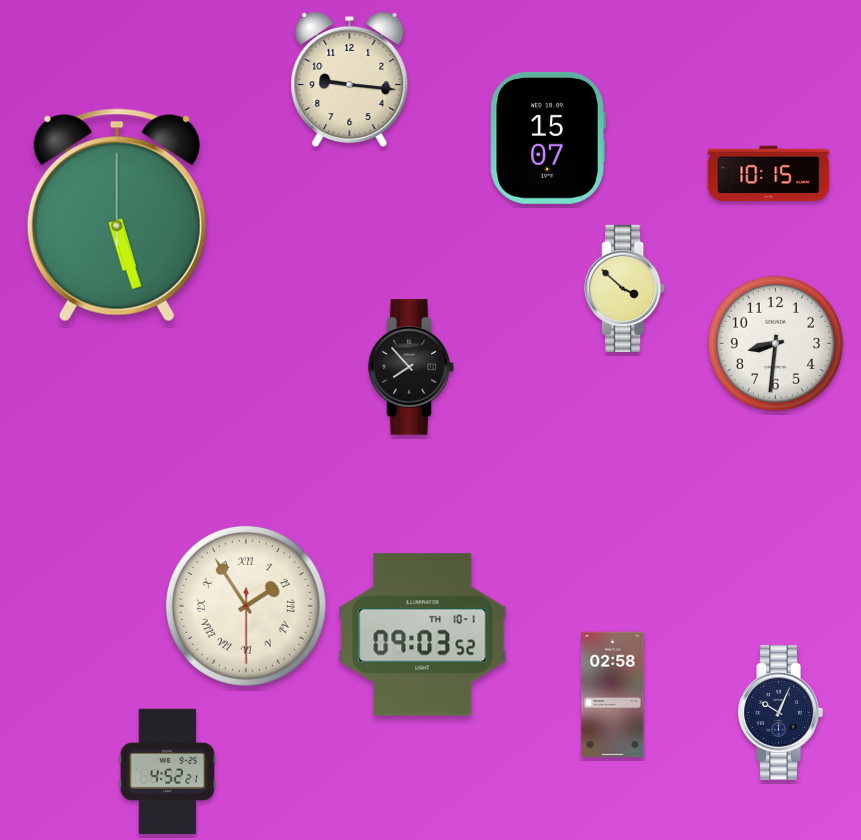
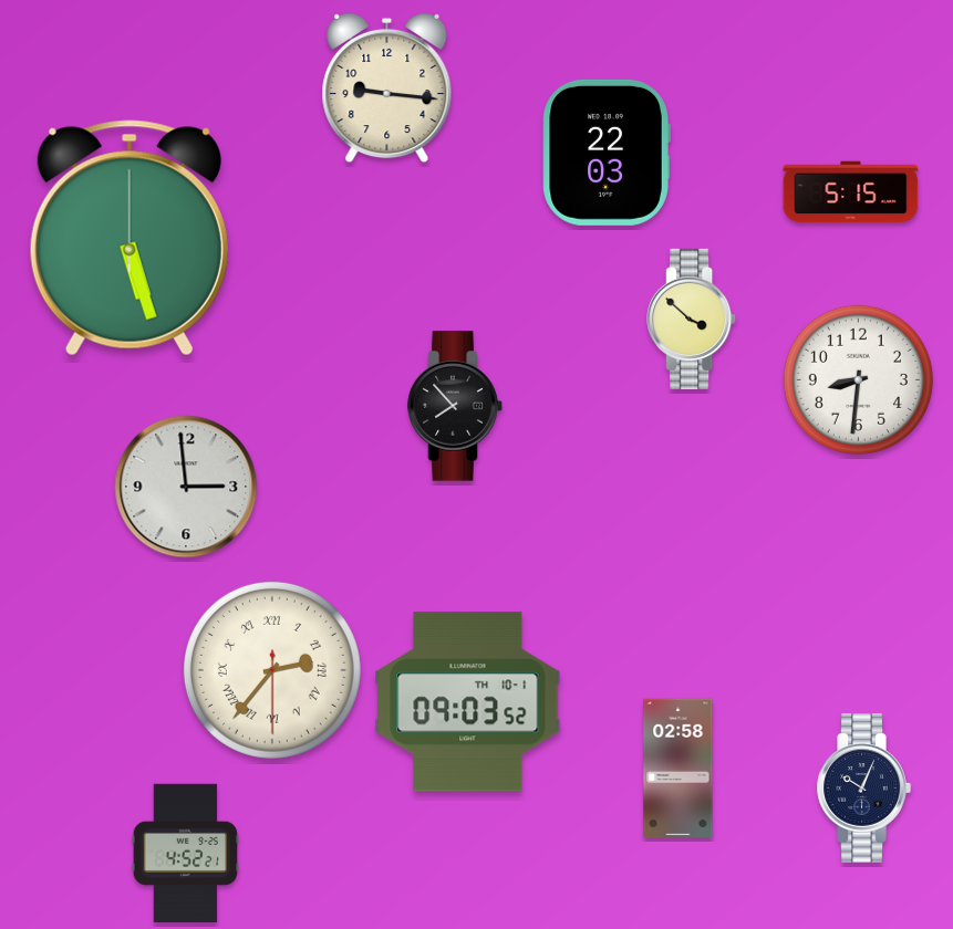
clock at (548, 138): 15:07 -> 22:03
clock at (769, 174): 10:15 -> 5:15
clock at (186, 487): none -> 2:59
clock at (246, 606): 1:54 -> 2:36
